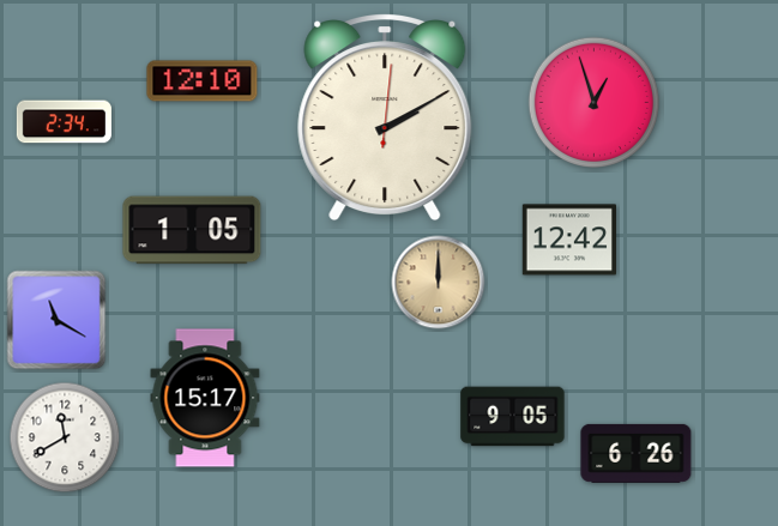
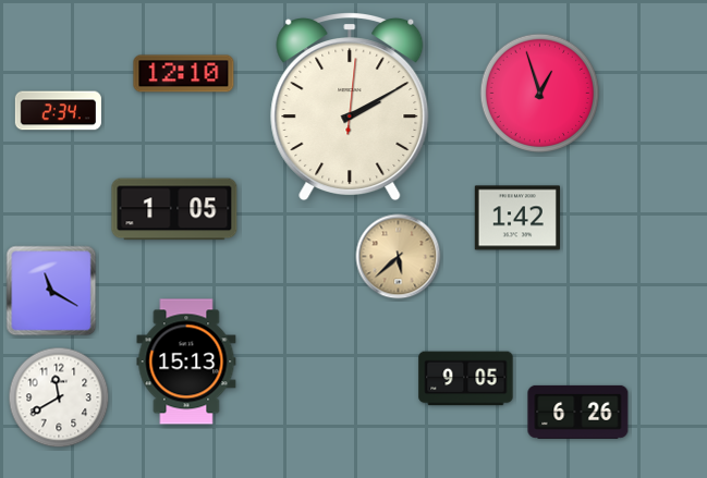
clock at (568, 240): 12:42 -> 1:42
clock at (439, 283): 12:00 -> 5:38
clock at (205, 398): 15:17 -> 15:13
